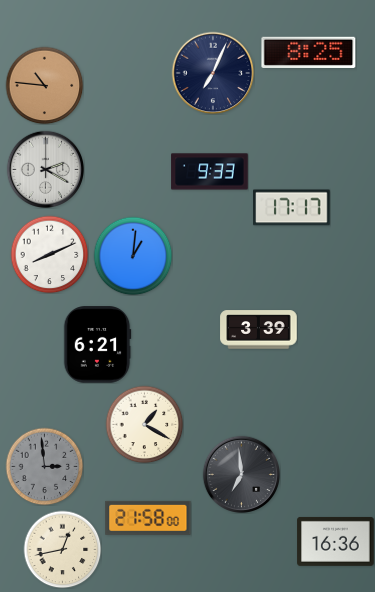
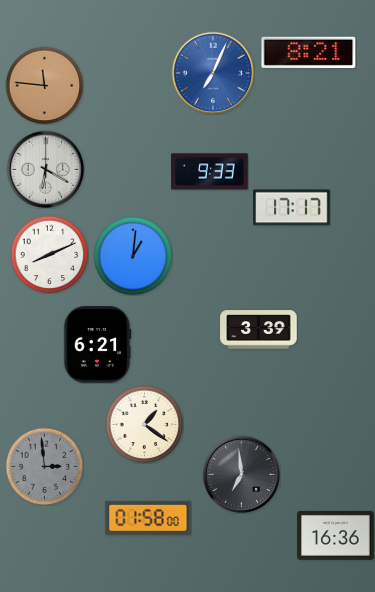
clock at (309, 52): 8:25 -> 8:21
clock at (213, 73) dial: navy -> blue
clock at (44, 85): 10:46 -> 11:46
clock at (45, 169): 2:20 -> 6:20
clock at (144, 424): 1:20 -> 1:21
clock at (148, 518): 21:58 -> 01:58
clock at (336, 541) position: (336, 541) -> (336, 535)
clock at (62, 549): 12:43 -> none
